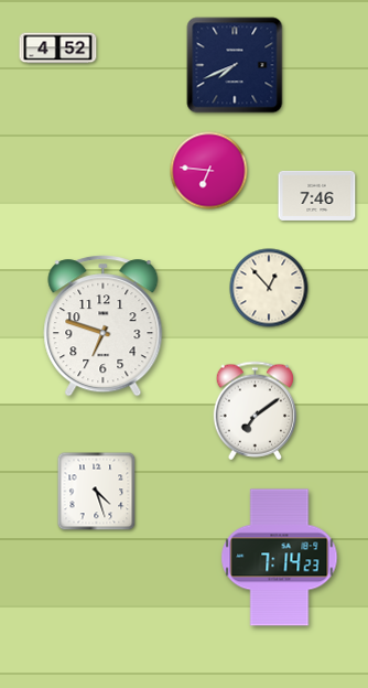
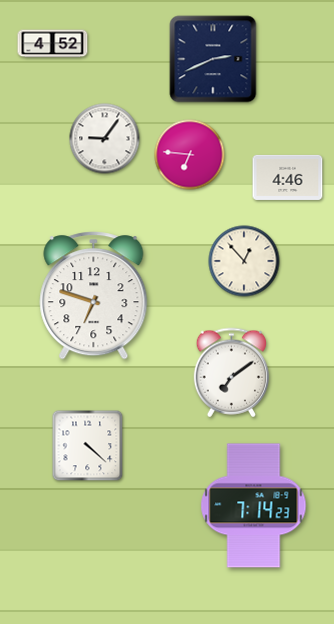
clock at (235, 65): 7:41 -> 2:41
clock at (105, 139): none -> 9:06
clock at (317, 195): 7:46 -> 4:46
clock at (97, 492): 4:27 -> 4:22
